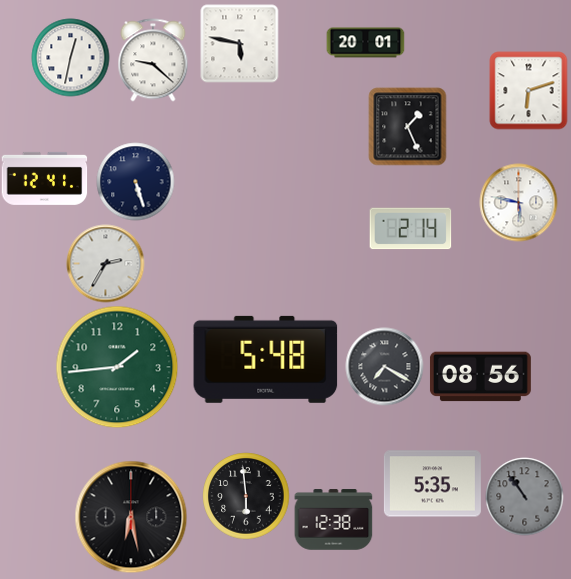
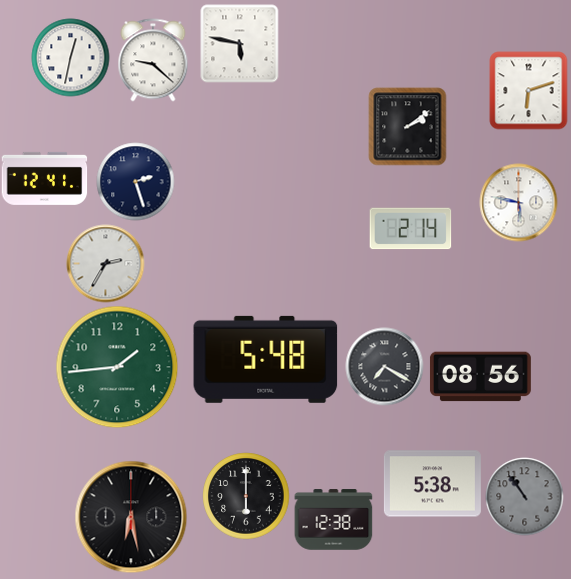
clock at (365, 43): 20:01 -> none
clock at (407, 126): 1:26 -> 2:09
clock at (135, 181): 5:27 -> 2:27
clock at (432, 484): 5:35 -> 5:38
clock at (246, 496): 5:59 -> 6:00
